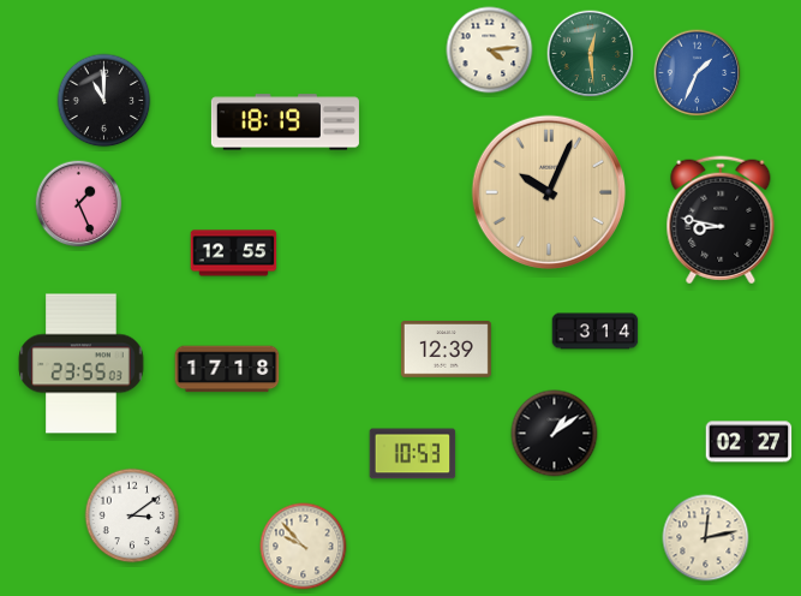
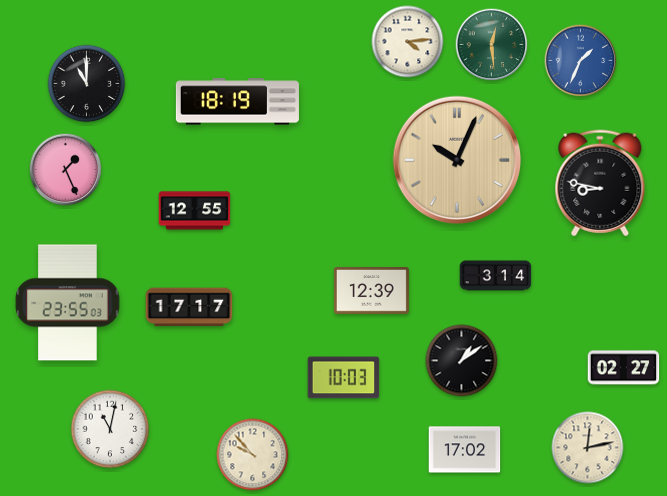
clock at (227, 369): 17:18 -> 17:17
clock at (413, 454): 10:53 -> 10:03
clock at (132, 515): 3:09 -> 11:02
clock at (465, 450): none -> 17:02
